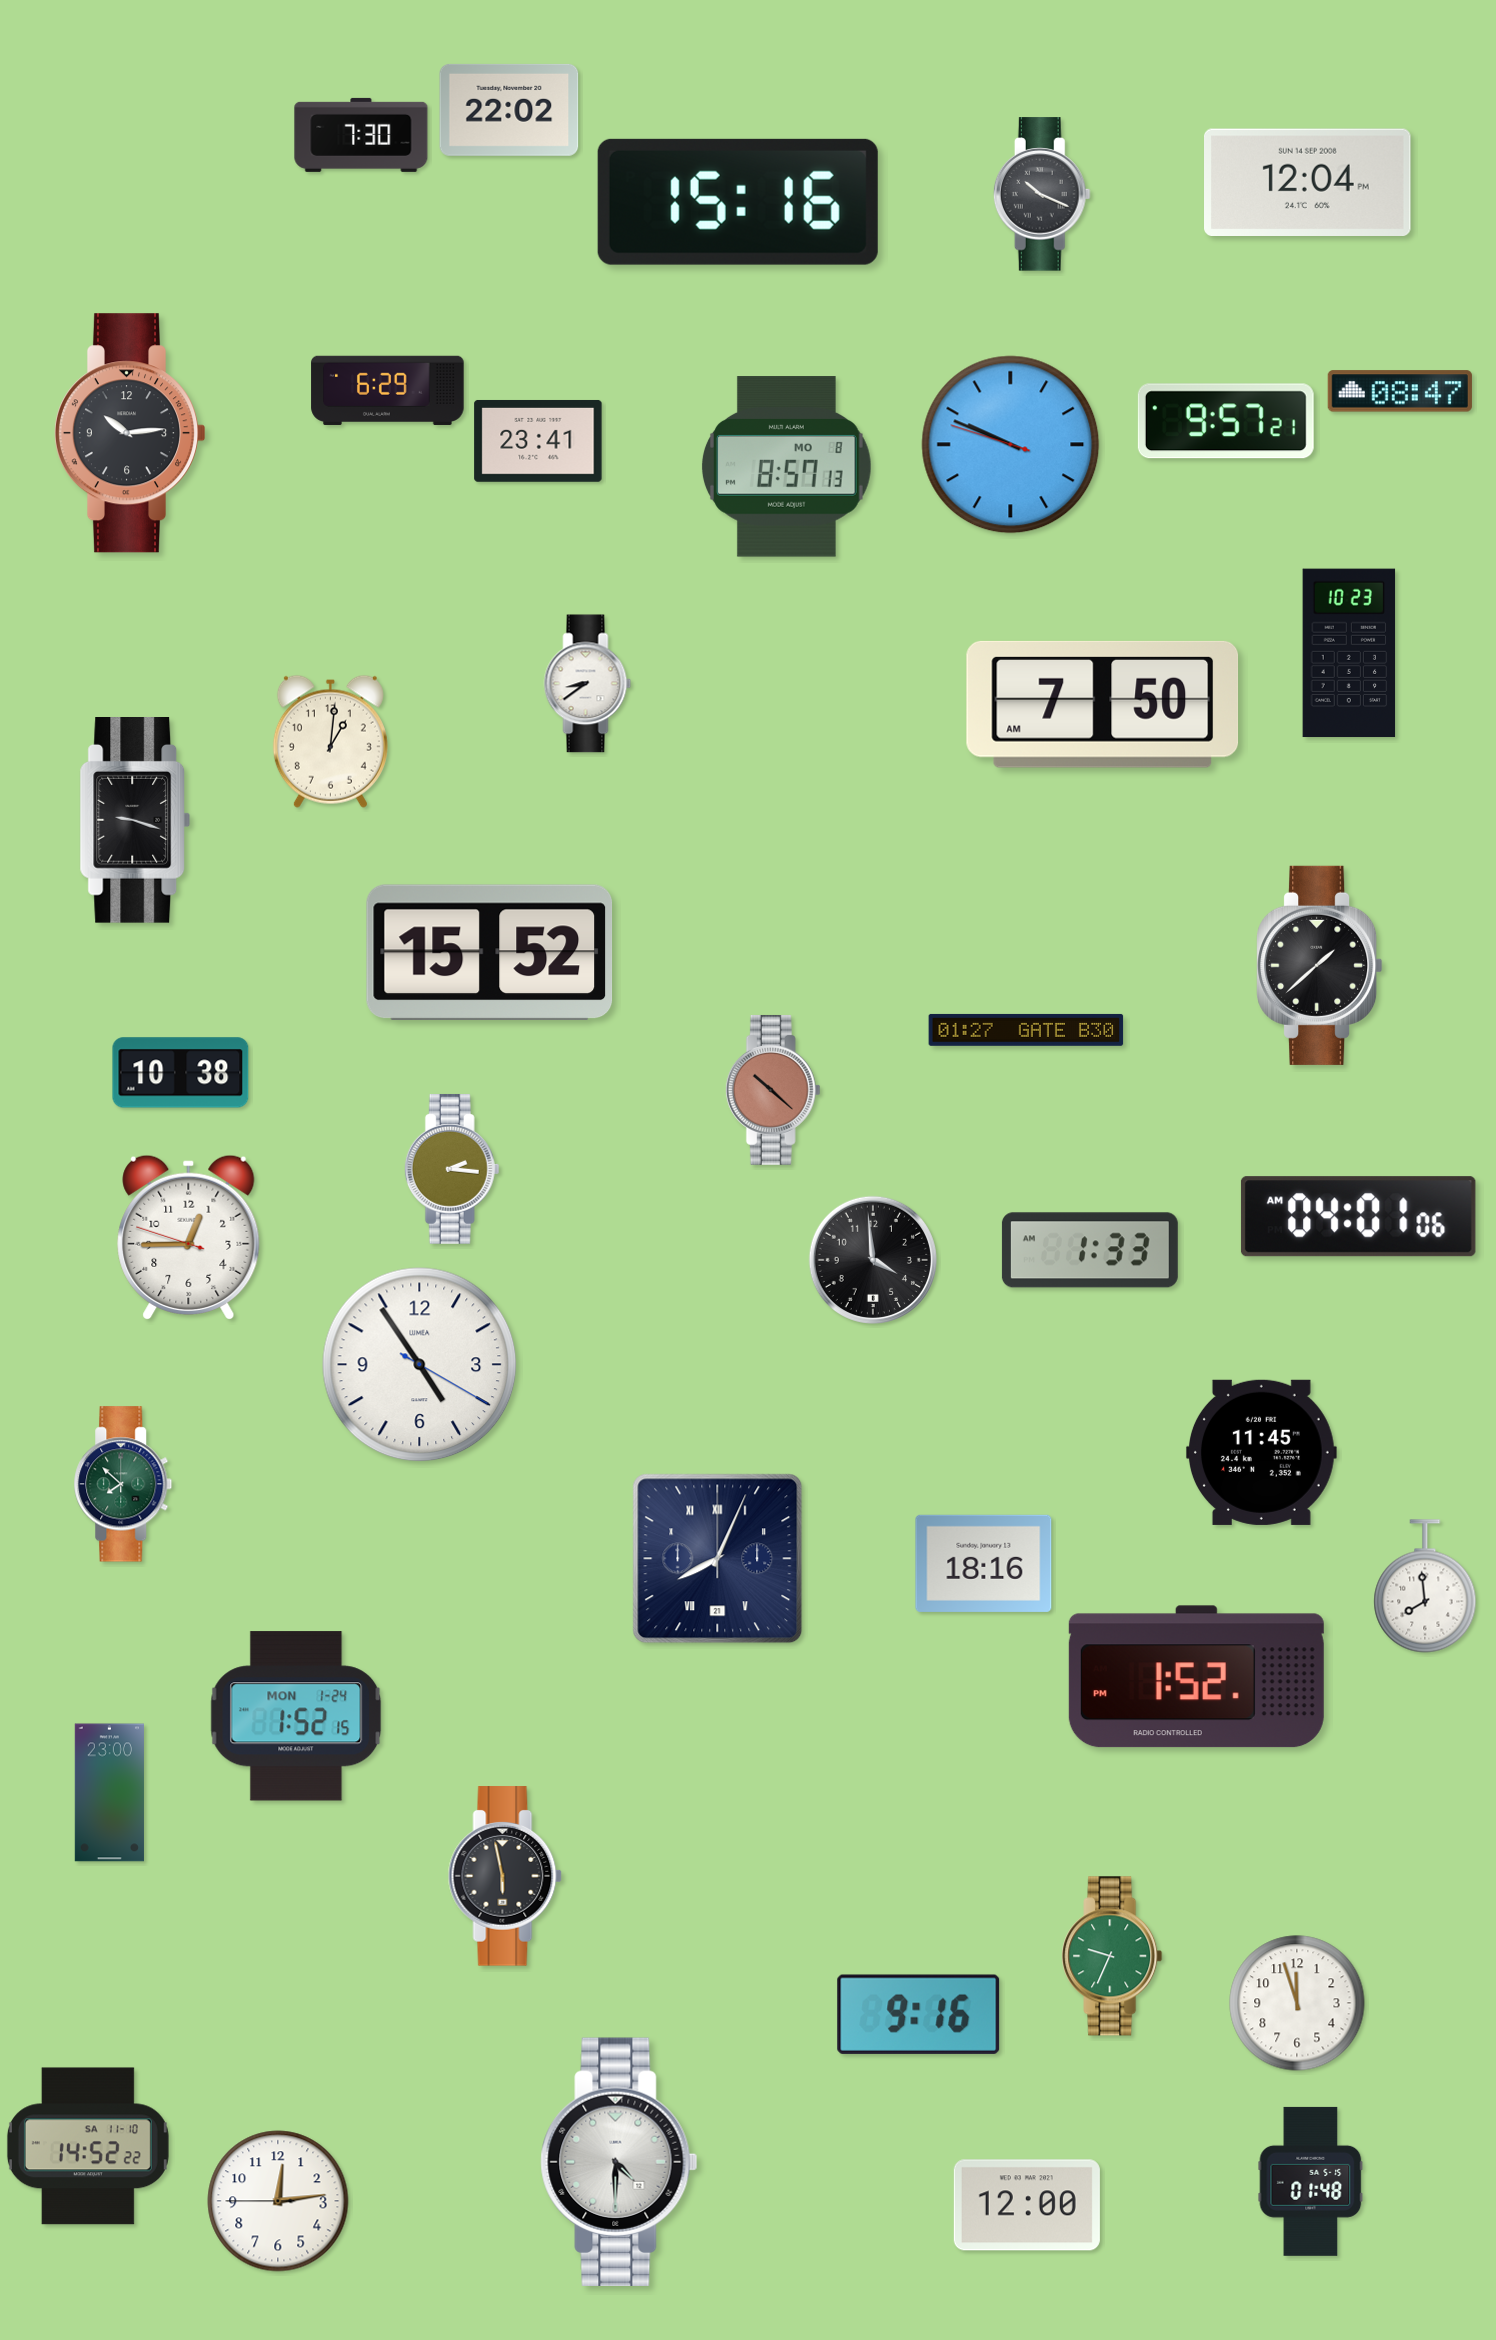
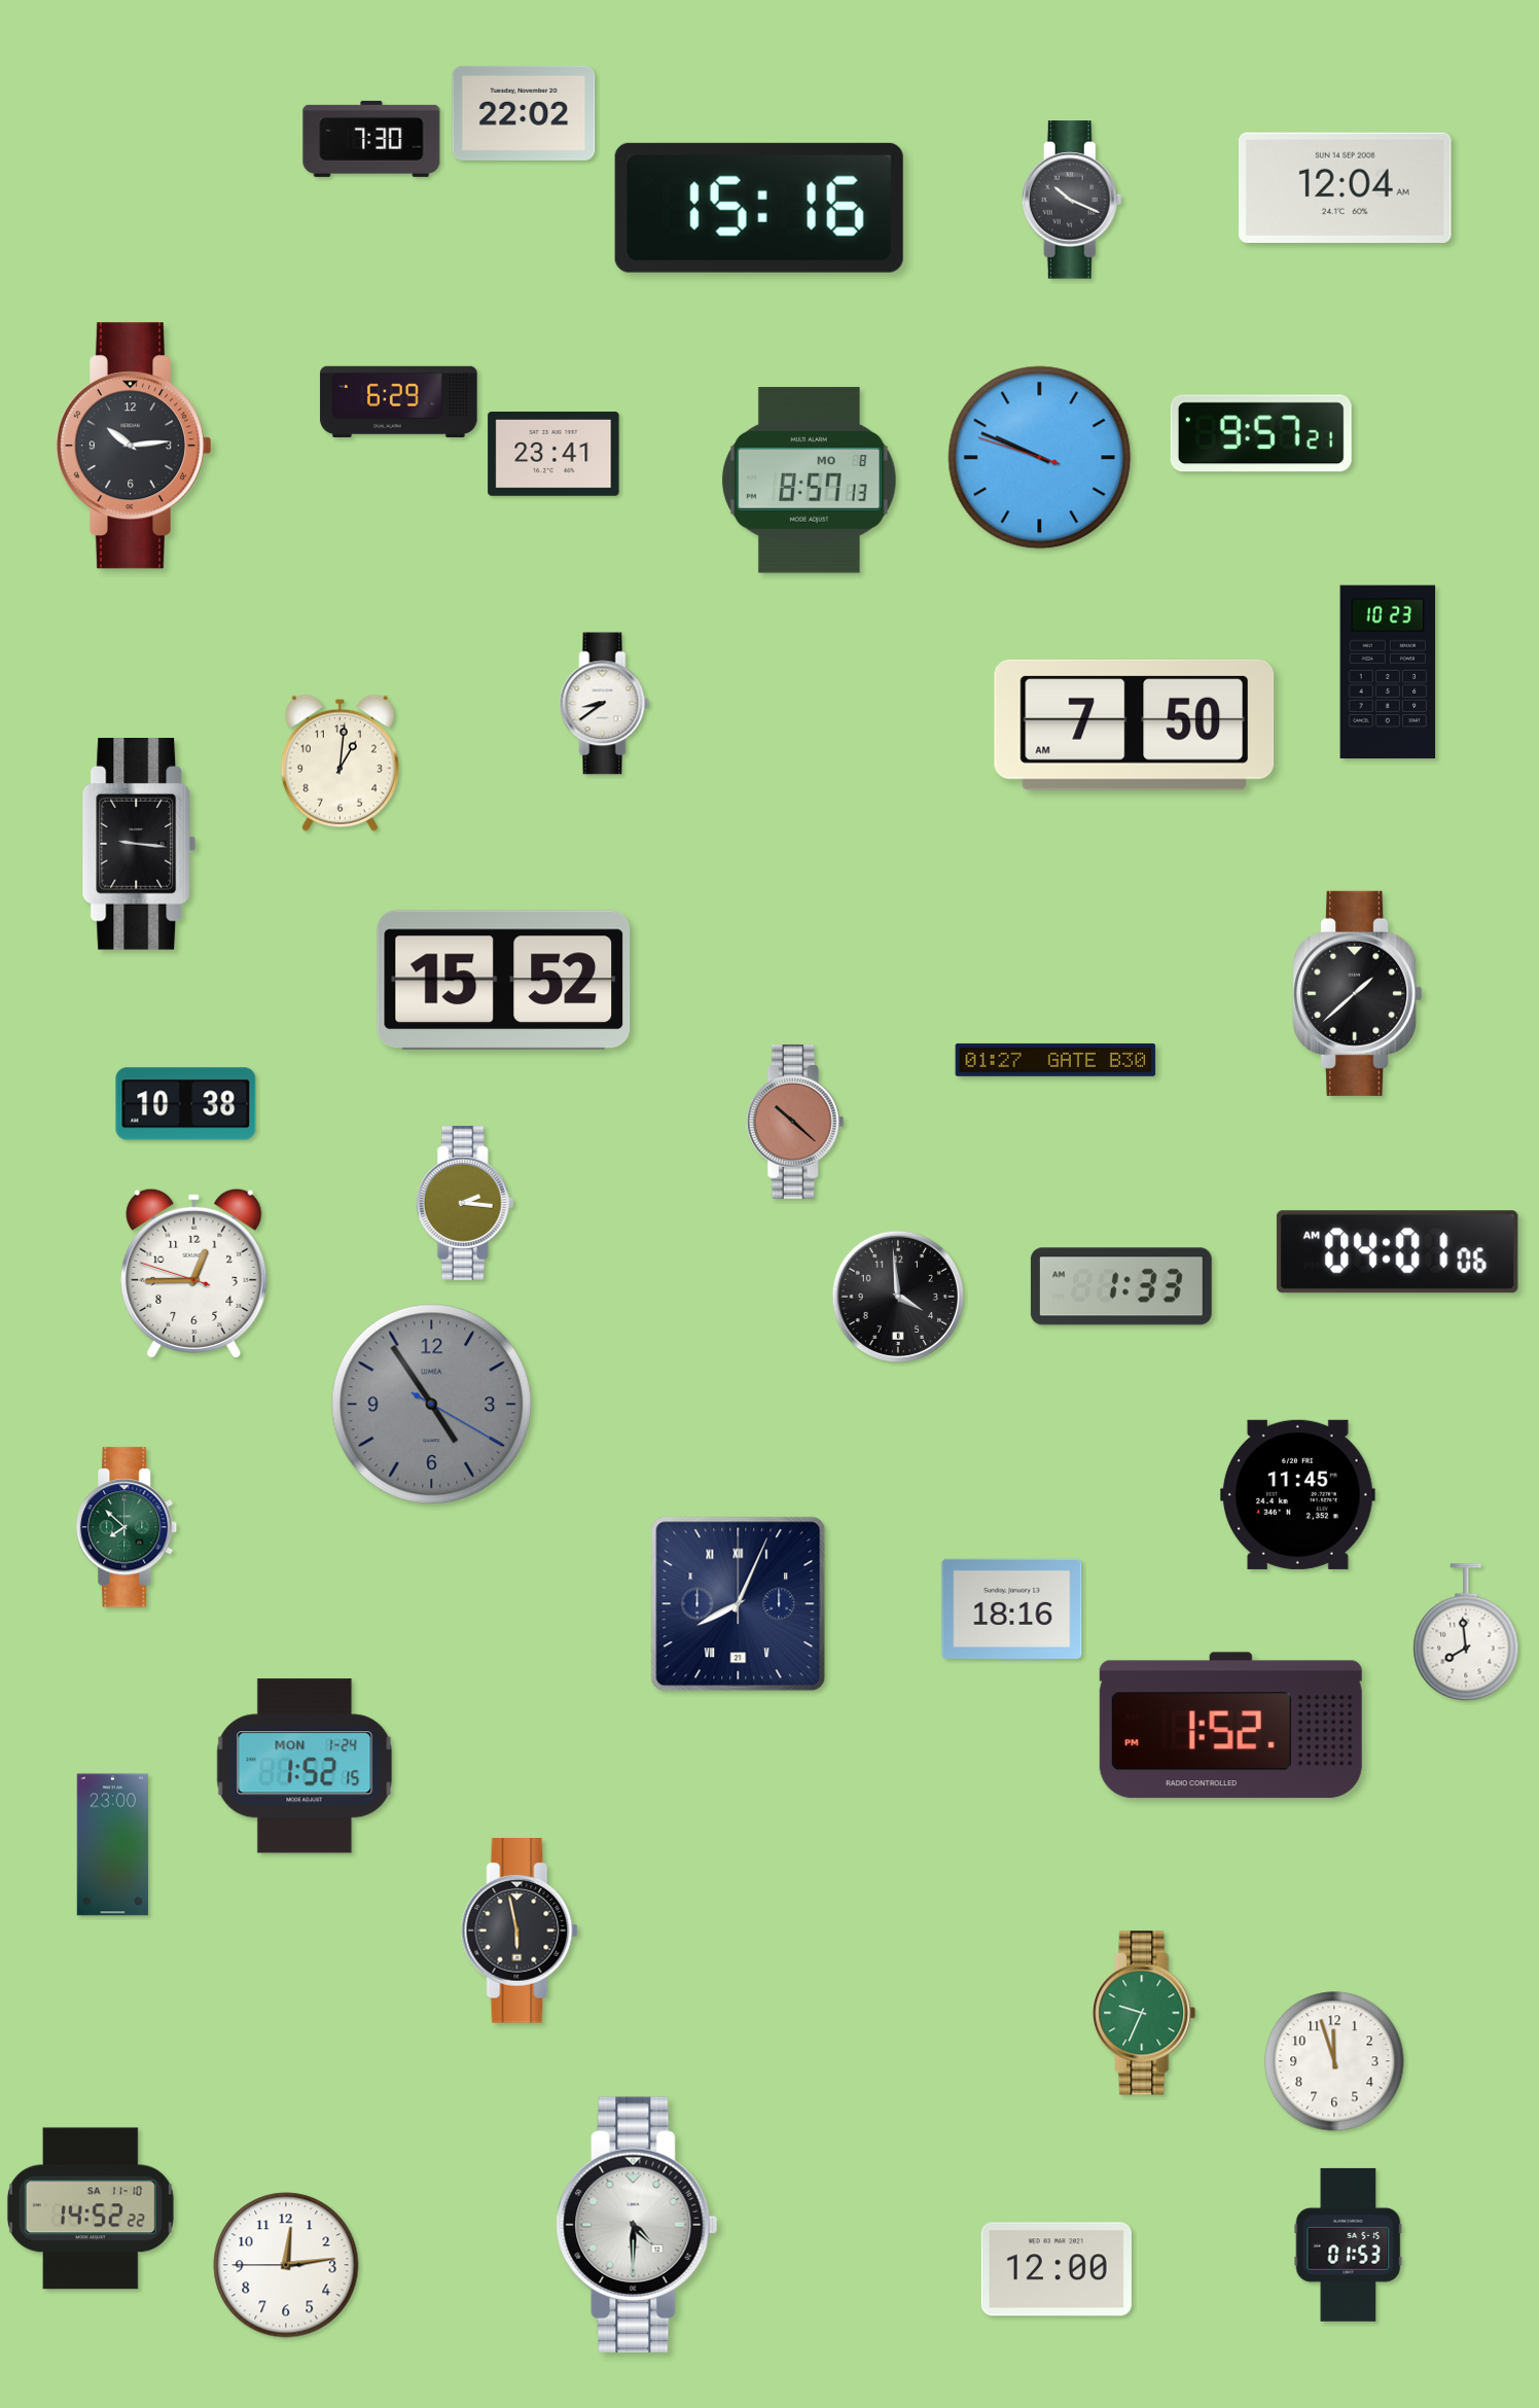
clock at (1308, 182): 12:04 PM -> 12:04 AM
clock at (1400, 391): 08:47 -> none
clock at (135, 821): 9:18 -> 9:16
clock at (420, 1365) dial: white -> grey
clock at (919, 2014): 9:16 -> none
clock at (1311, 2181): 01:48 -> 01:53
